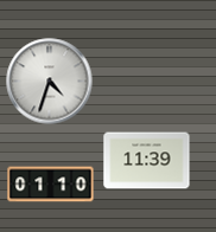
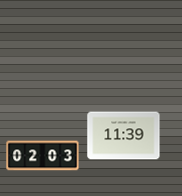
clock at (50, 82): 4:33 -> none
clock at (51, 185): 01:10 -> 02:03
